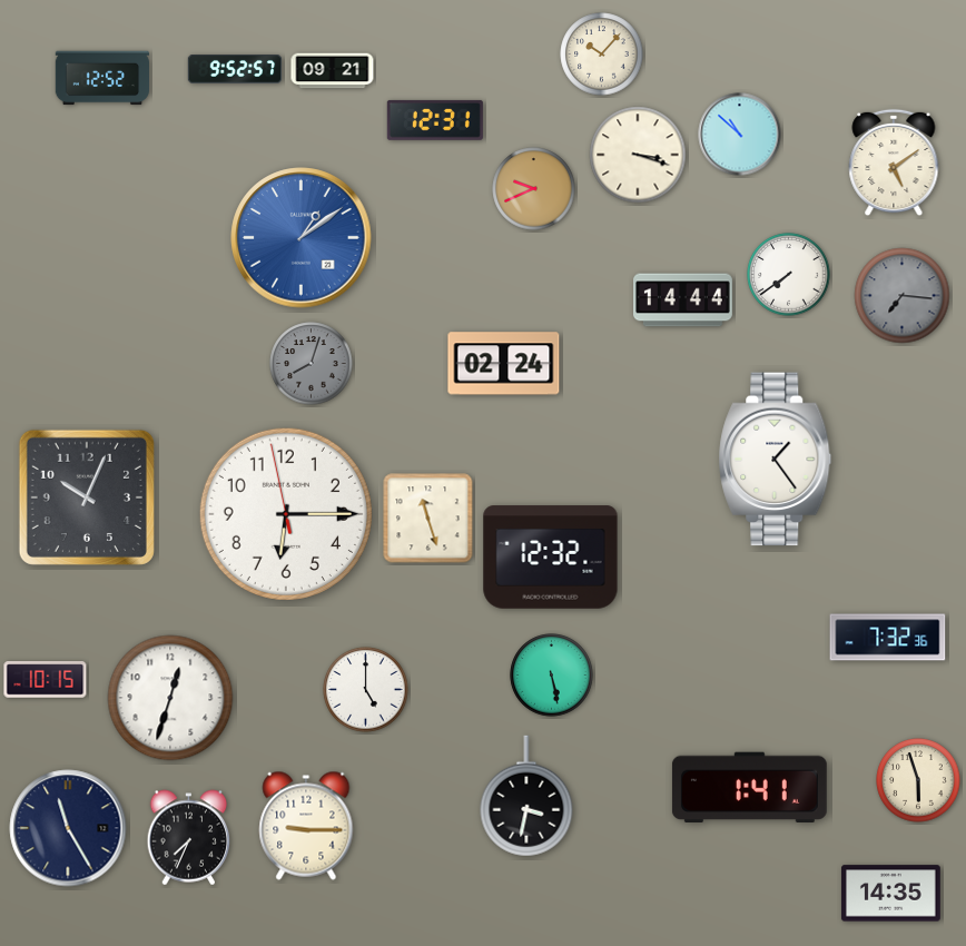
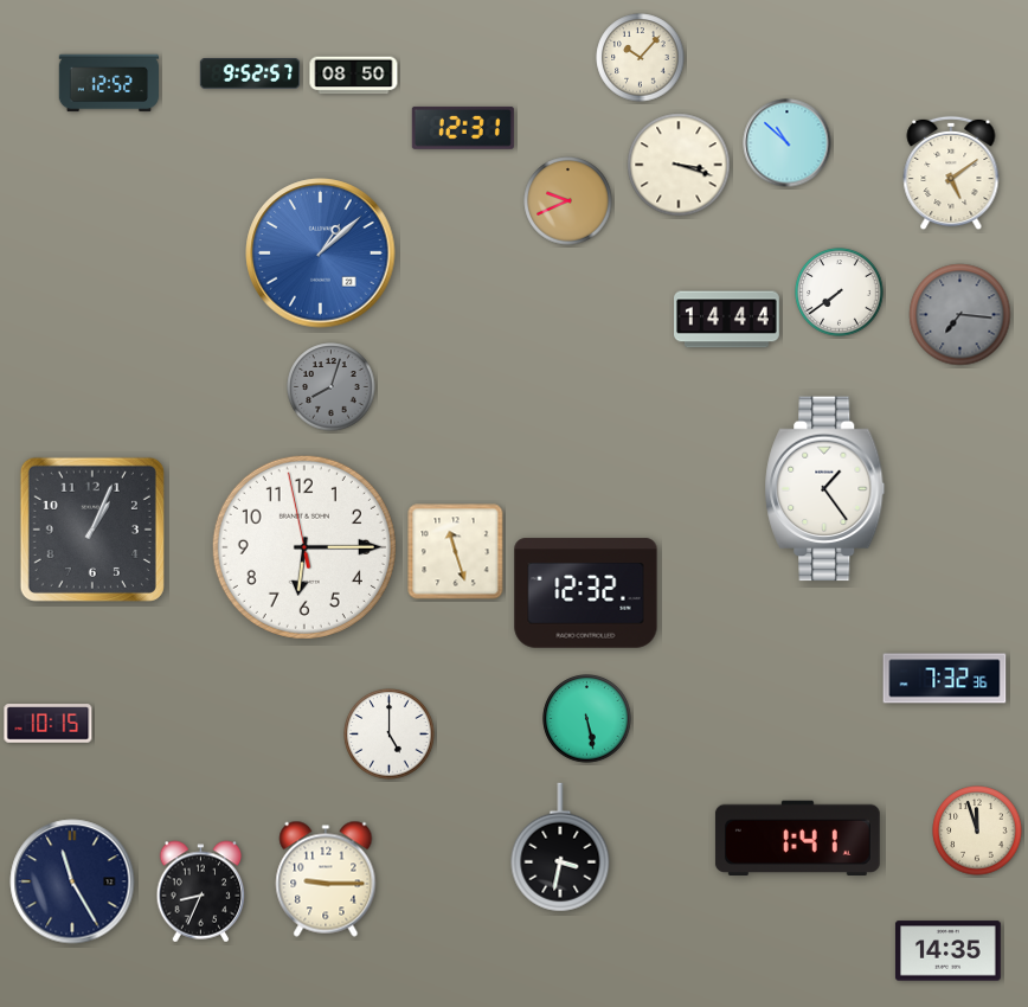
clock at (333, 71): 09:21 -> 08:50
clock at (302, 238): 1:09 -> 1:08
clock at (504, 364): 02:24 -> none
clock at (87, 497): 10:04 -> 1:04
clock at (170, 698): 12:33 -> none
clock at (918, 780): 5:57 -> 11:57
clock at (189, 838): 7:34 -> 8:34
